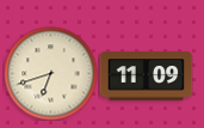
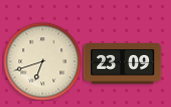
clock at (146, 77): 11:09 -> 23:09
